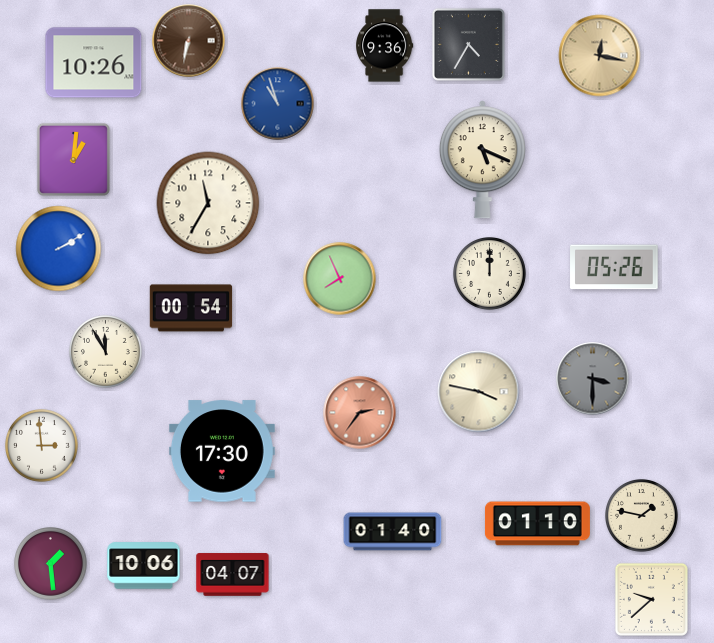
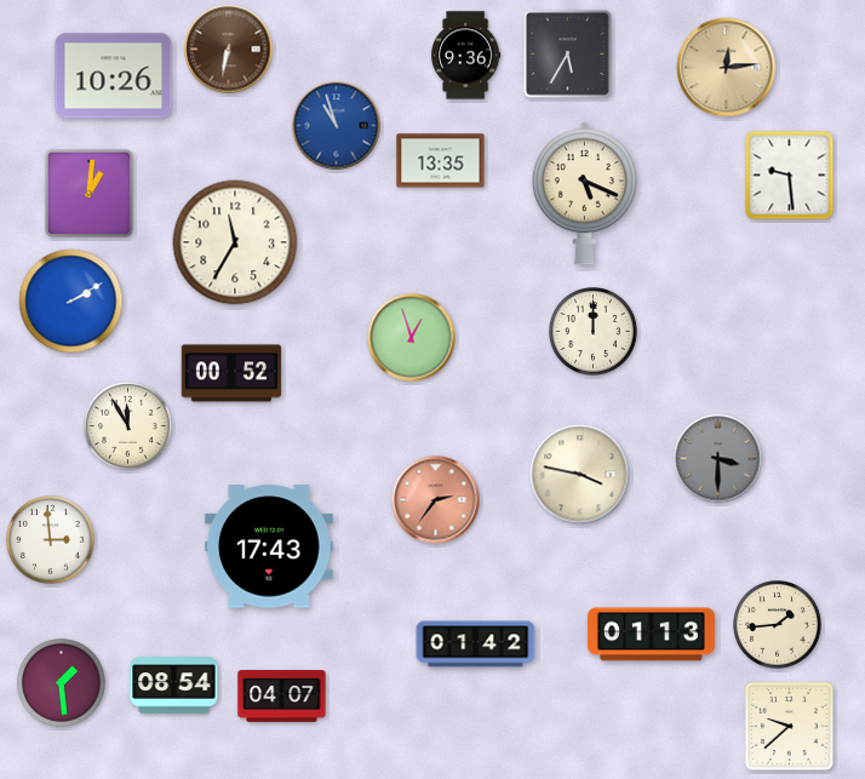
clock at (468, 44): 4:35 -> 5:35
clock at (600, 56): 12:17 -> 12:14
clock at (441, 161): none -> 13:35
clock at (790, 176): none -> 9:29
clock at (208, 203) position: (208, 203) -> (235, 242)
clock at (614, 267): 05:26 -> none
clock at (340, 279): 7:56 -> 12:57
clock at (191, 308): 00:54 -> 00:52
clock at (222, 451): 17:30 -> 17:43
clock at (642, 516): 1:47 -> 1:44
clock at (537, 524): 01:10 -> 01:13
clock at (393, 532): 01:40 -> 01:42
clock at (144, 566): 10:06 -> 08:54
